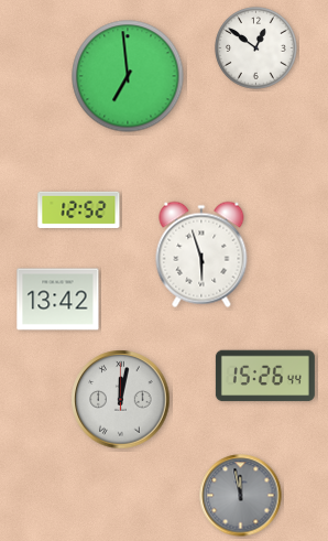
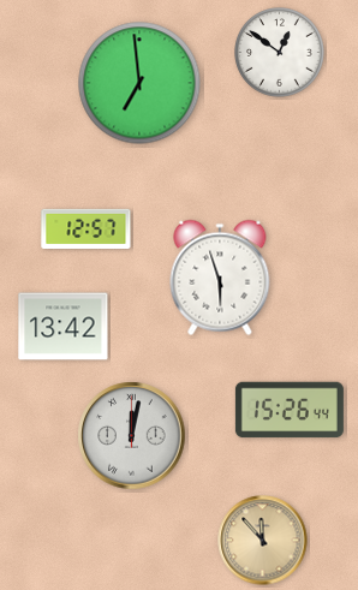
clock at (79, 209): 12:52 -> 12:57
clock at (241, 496): 11:58 -> 11:53
clock at (241, 496) dial: grey -> champagne
